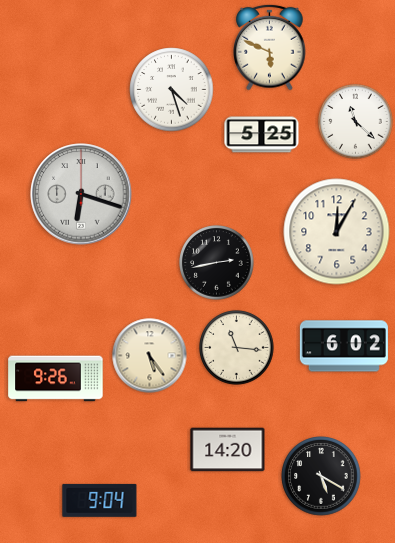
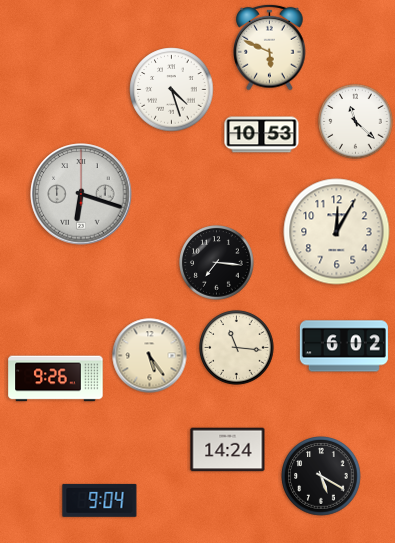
clock at (262, 135): 5:25 -> 10:53
clock at (217, 263): 2:43 -> 7:16
clock at (228, 450): 14:20 -> 14:24
